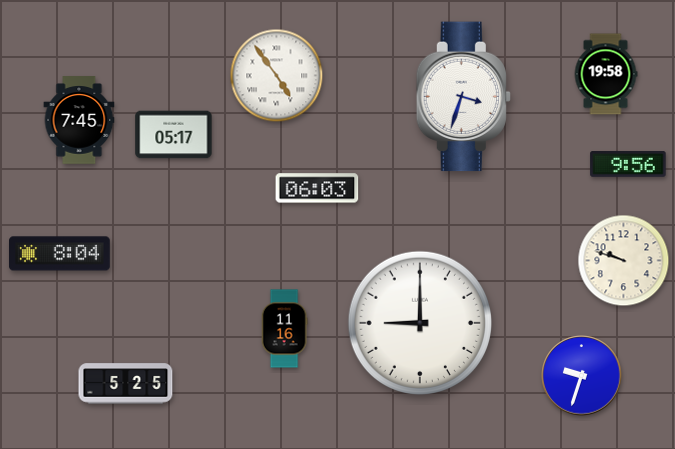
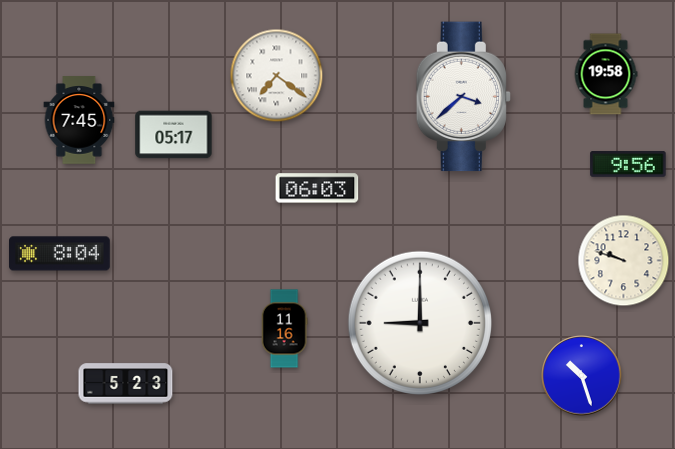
clock at (277, 76): 4:54 -> 7:21
clock at (463, 97): 3:33 -> 3:38
clock at (582, 376): 9:33 -> 10:27
clock at (126, 384): 5:25 -> 5:23
